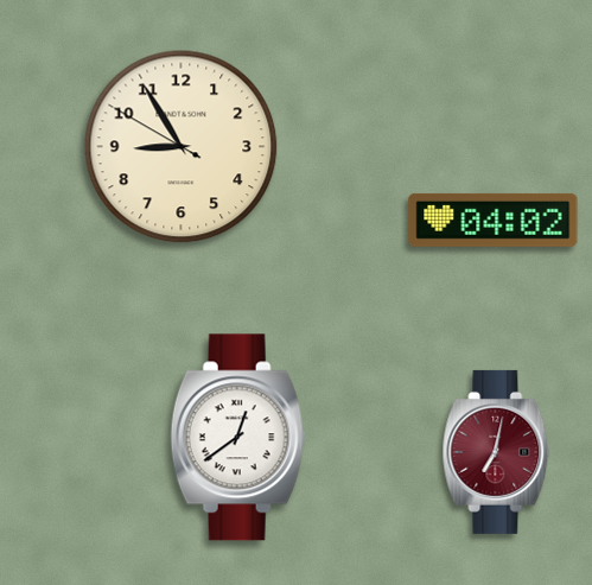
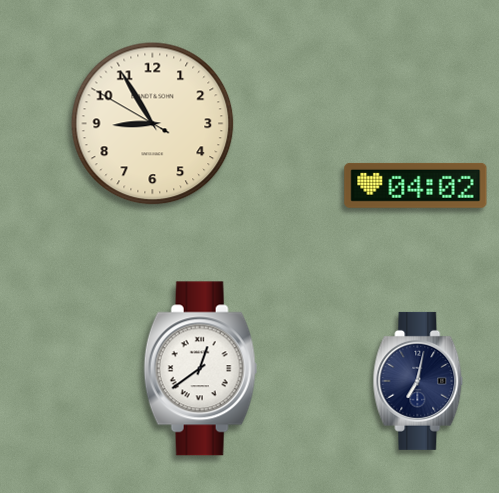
clock at (496, 452) dial: burgundy -> navy
